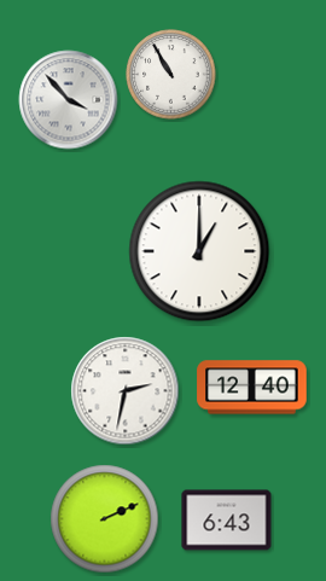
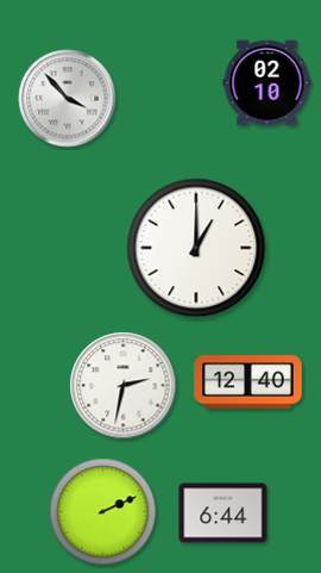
clock at (171, 75): 10:55 -> none
clock at (267, 83): none -> 02:10
clock at (227, 521): 6:43 -> 6:44
